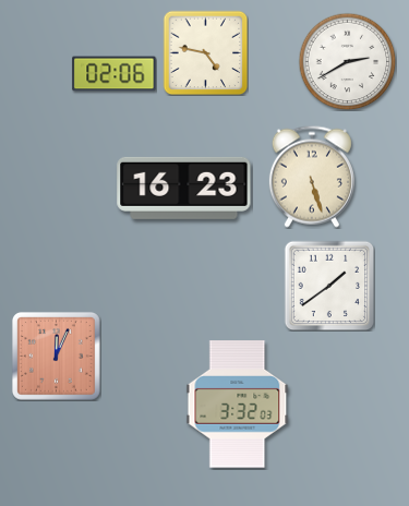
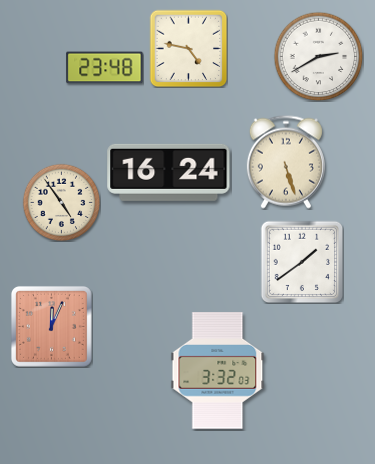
clock at (115, 74): 02:06 -> 23:48
clock at (184, 188): 16:23 -> 16:24
clock at (61, 202): none -> 4:54
